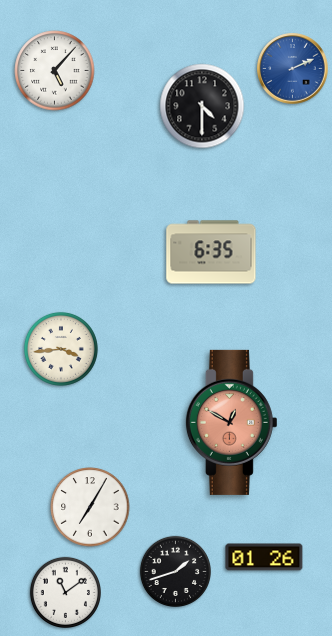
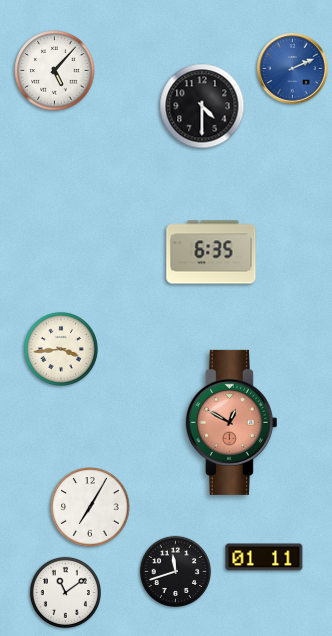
clock at (264, 557): 01:26 -> 01:11
clock at (175, 571): 1:42 -> 11:42
